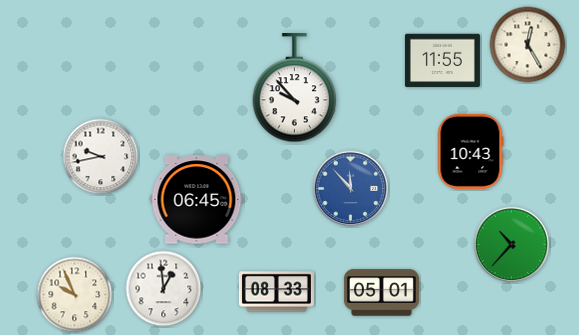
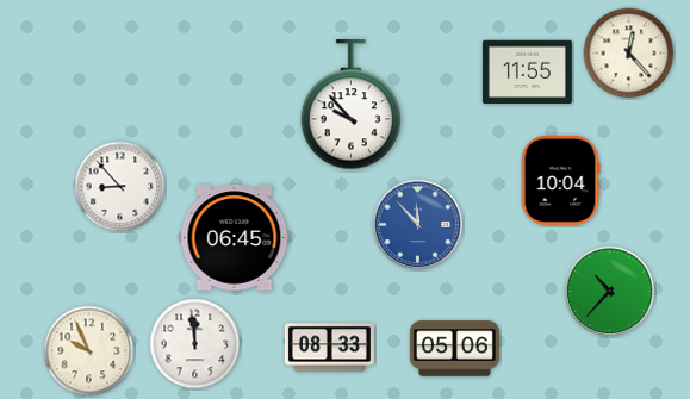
clock at (528, 45): 12:25 -> 12:23
clock at (470, 151): 10:43 -> 10:04
clock at (101, 157): 9:43 -> 8:53
clock at (164, 289): 12:59 -> 11:59
clock at (381, 293): 05:01 -> 05:06
